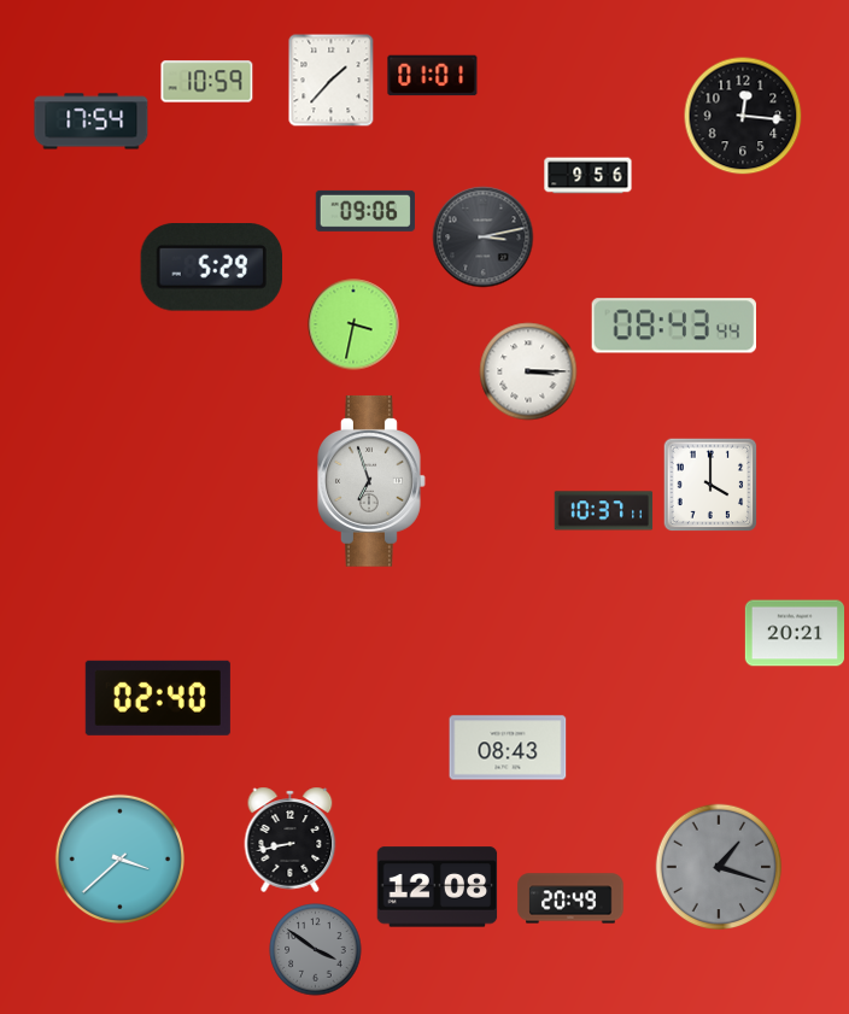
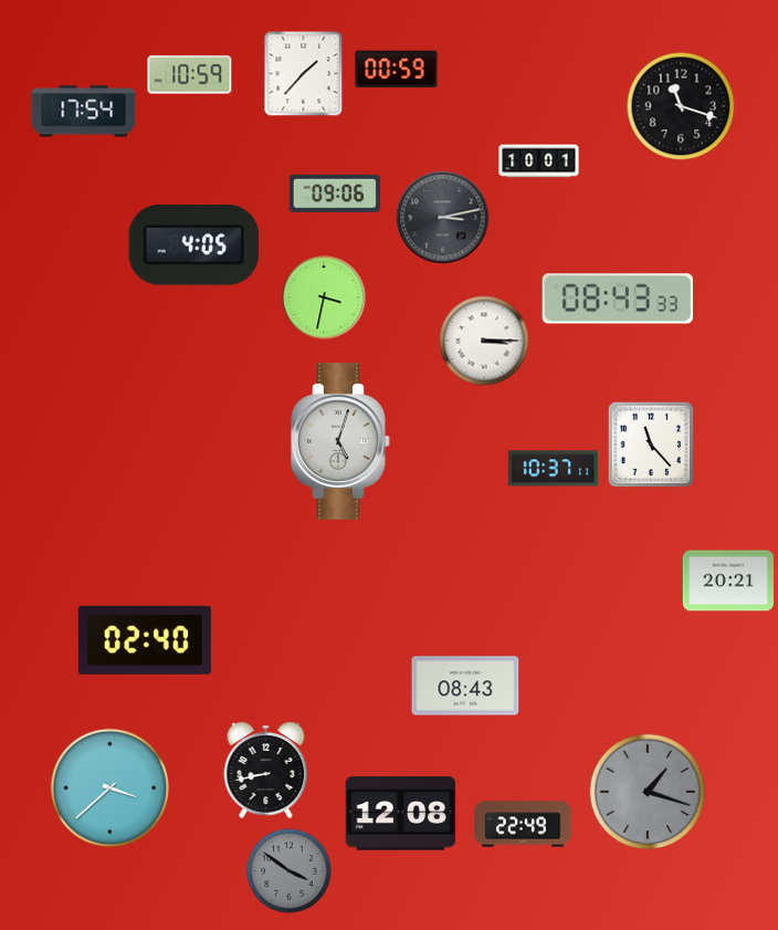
clock at (433, 76): 01:01 -> 00:59
clock at (743, 116): 12:16 -> 11:18
clock at (589, 176): 9:56 -> 10:01
clock at (211, 268): 5:29 -> 4:05
clock at (673, 326): 08:43:44 -> 08:43:33
clock at (373, 481): 6:57 -> 5:03
clock at (710, 485): 4:00 -> 11:23
clock at (719, 867) position: (719, 867) -> (648, 792)
clock at (570, 898): 20:49 -> 22:49
